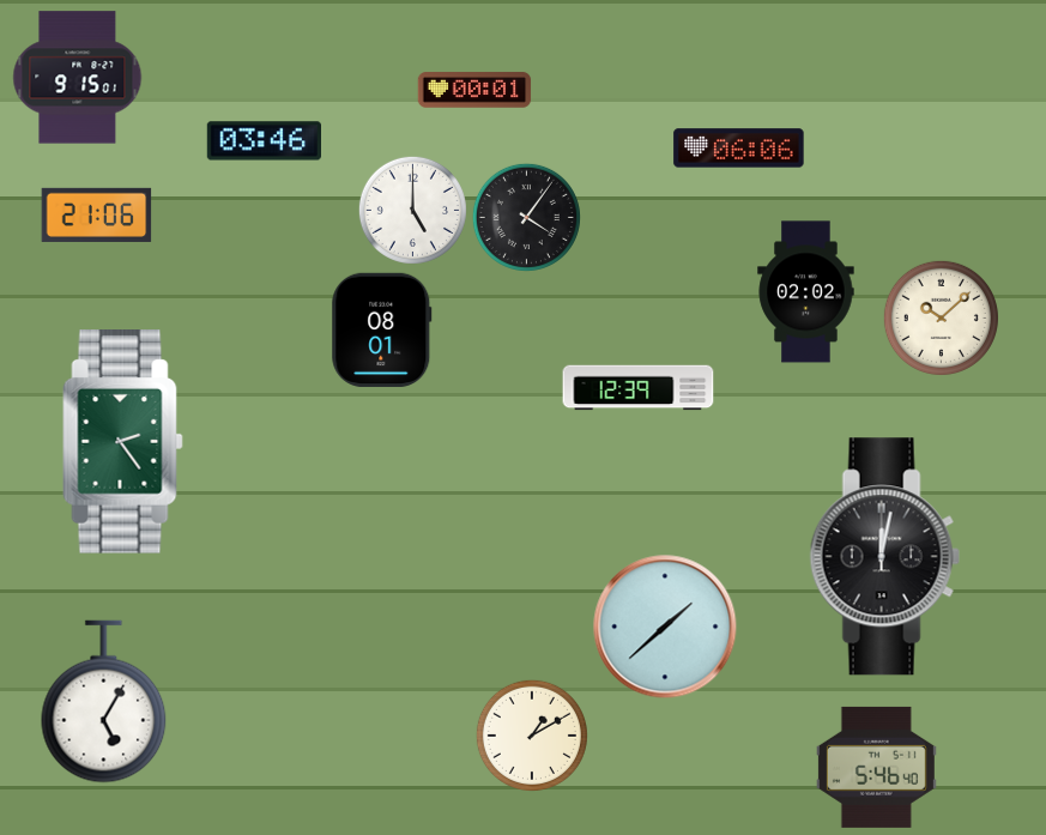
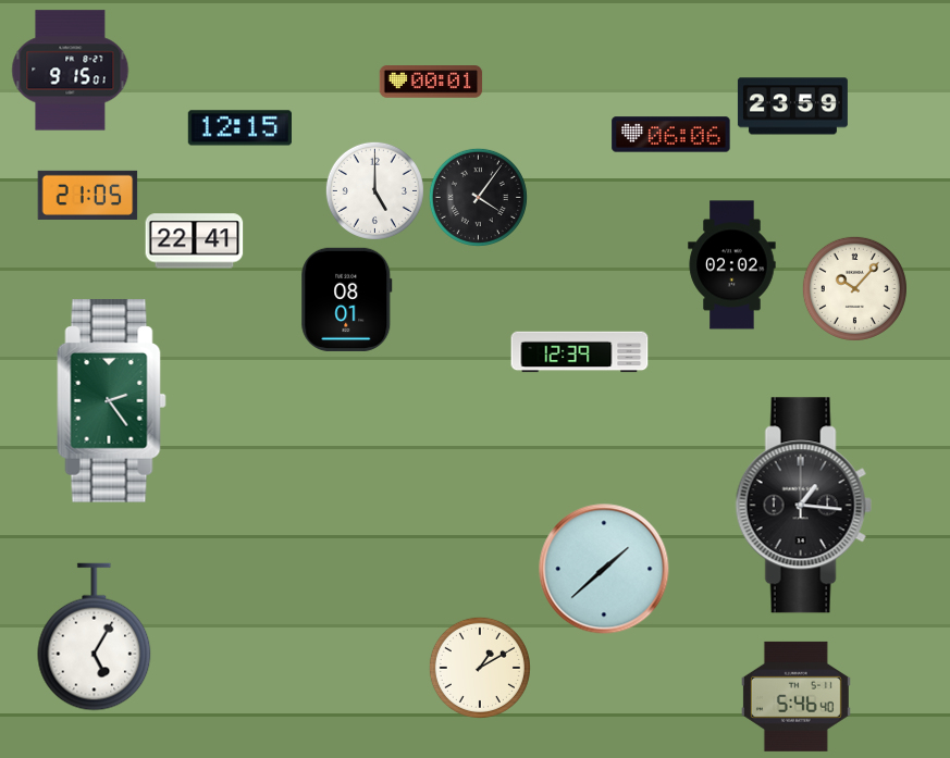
clock at (792, 107): none -> 23:59
clock at (264, 141): 03:46 -> 12:15
clock at (97, 214): 21:06 -> 21:05
clock at (195, 241): none -> 22:41
clock at (941, 317): 10:08 -> 10:07
clock at (884, 557): 12:02 -> 1:16
clock at (532, 736) position: (532, 736) -> (480, 668)
